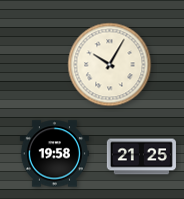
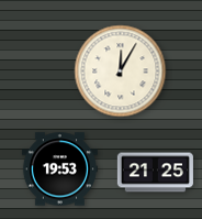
clock at (110, 65): 10:05 -> 12:05
clock at (54, 154): 19:58 -> 19:53
